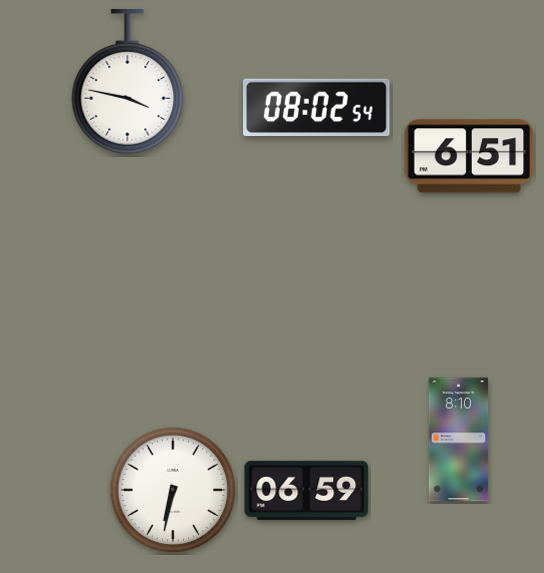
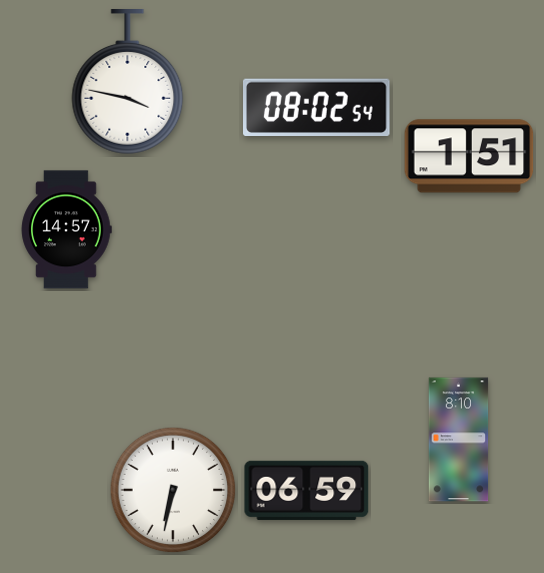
clock at (469, 156): 6:51 -> 1:51
clock at (66, 230): none -> 14:57
